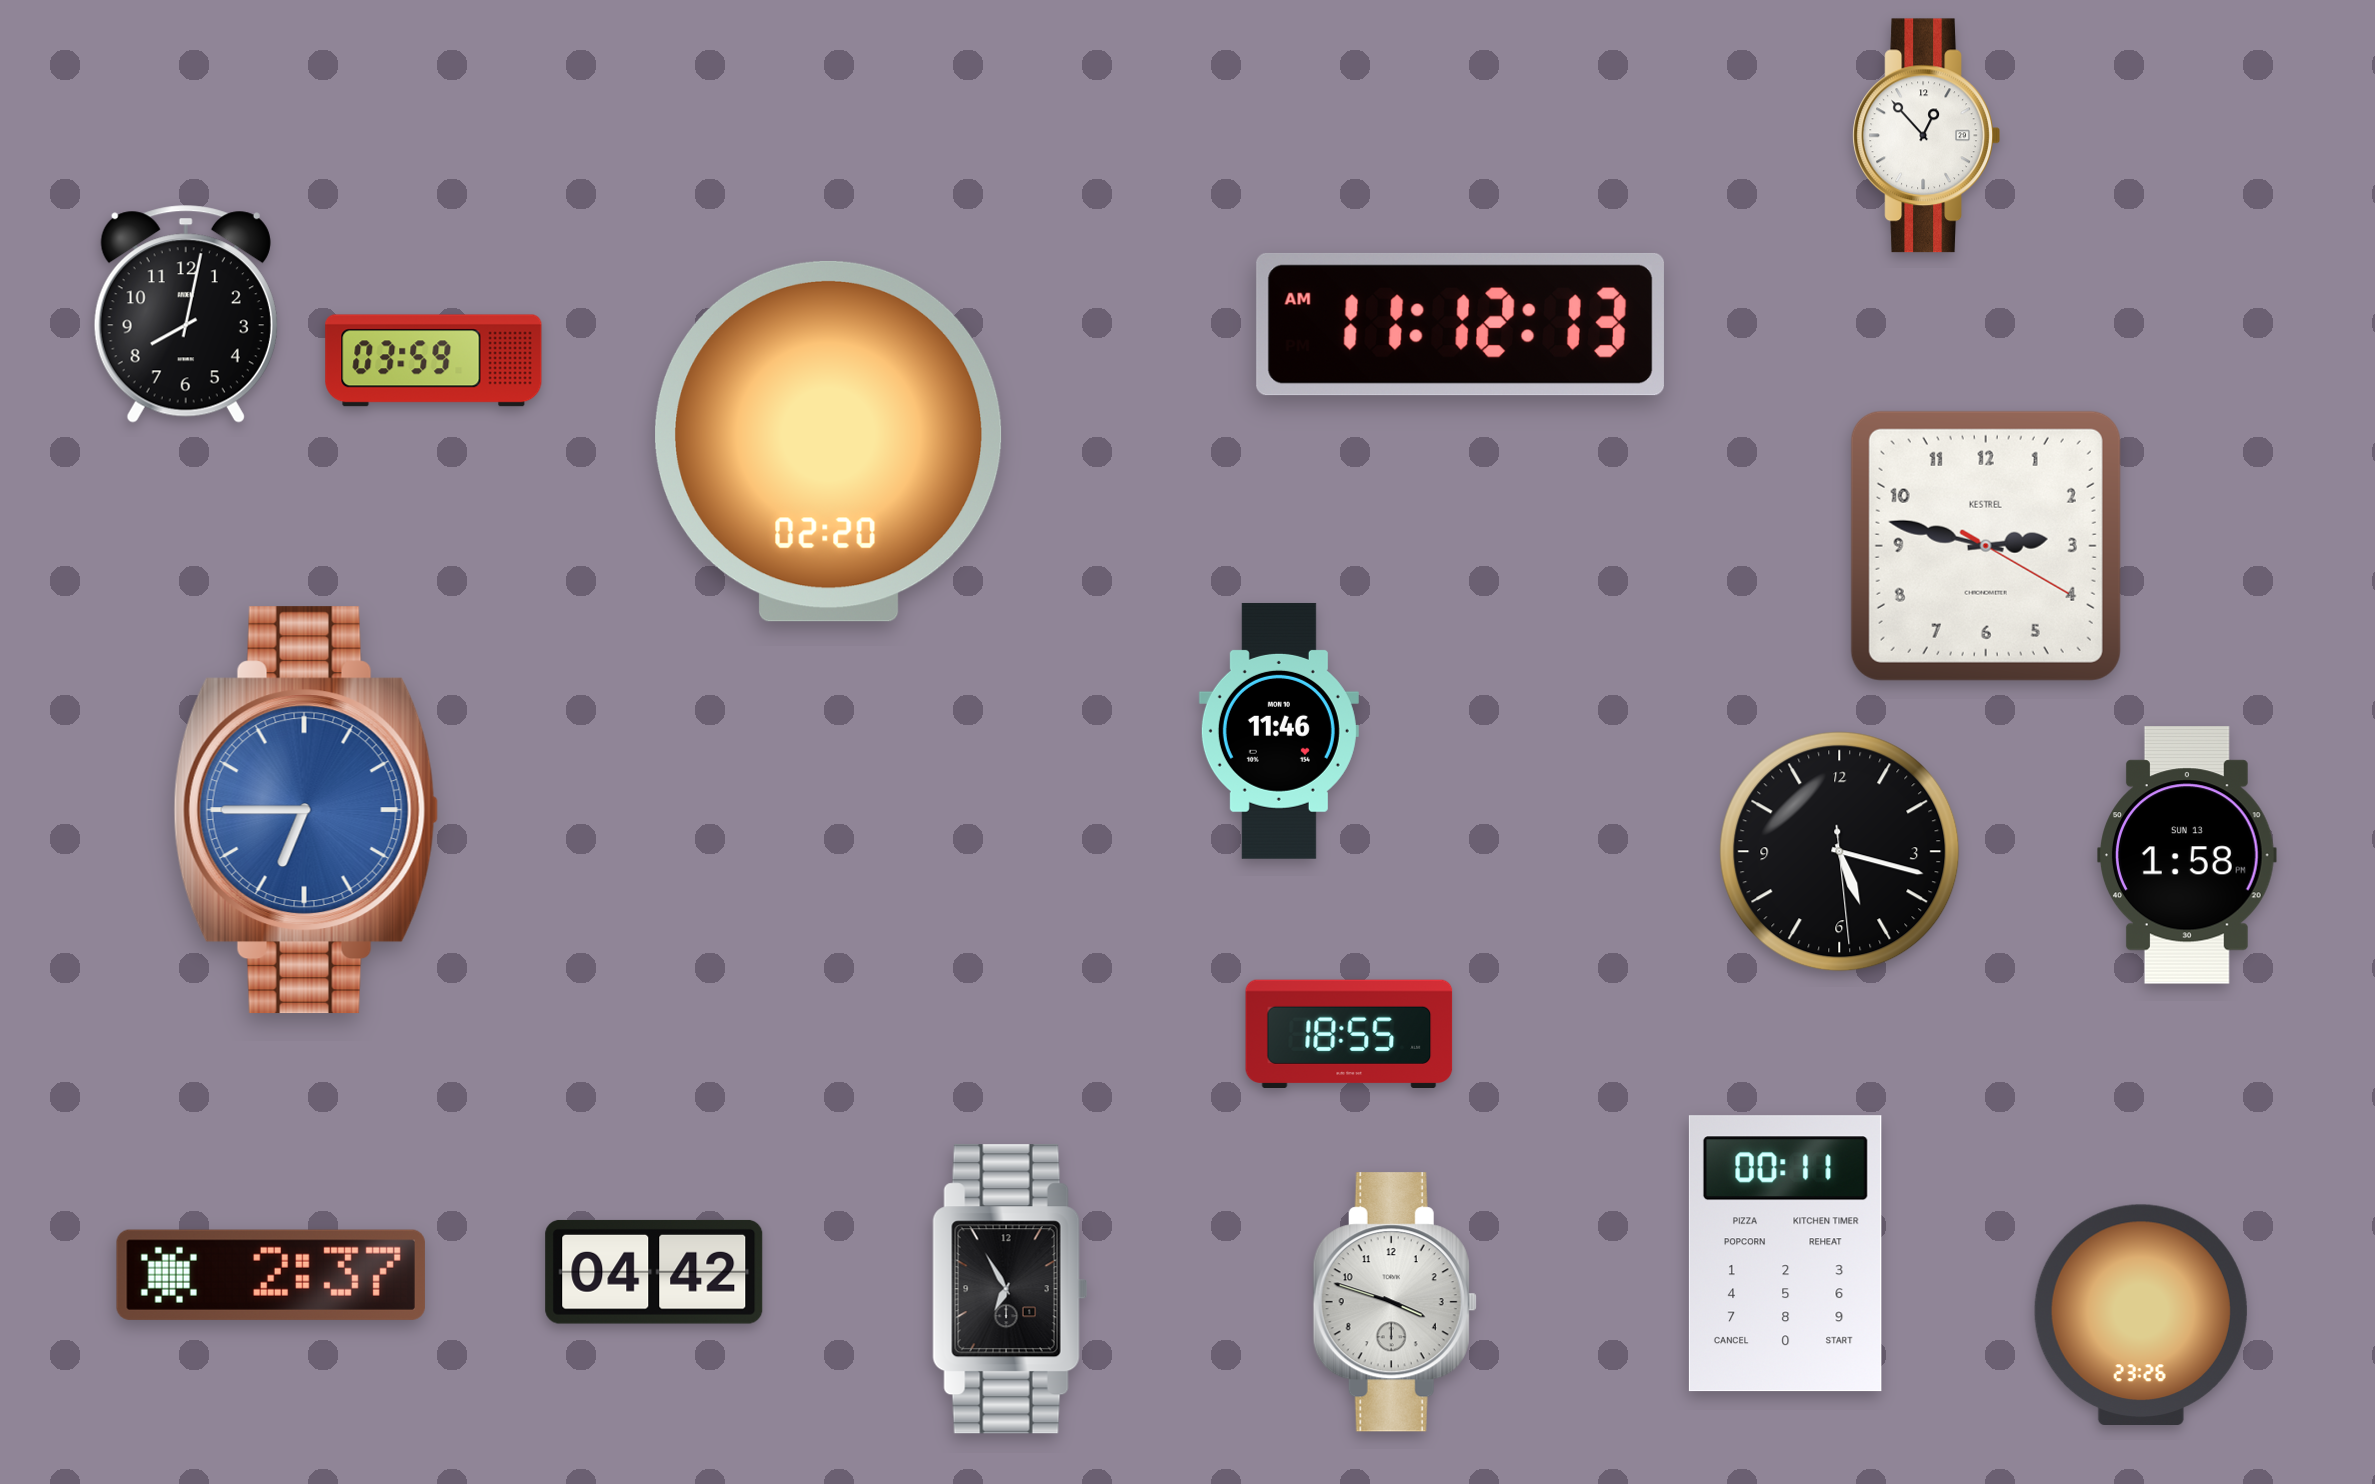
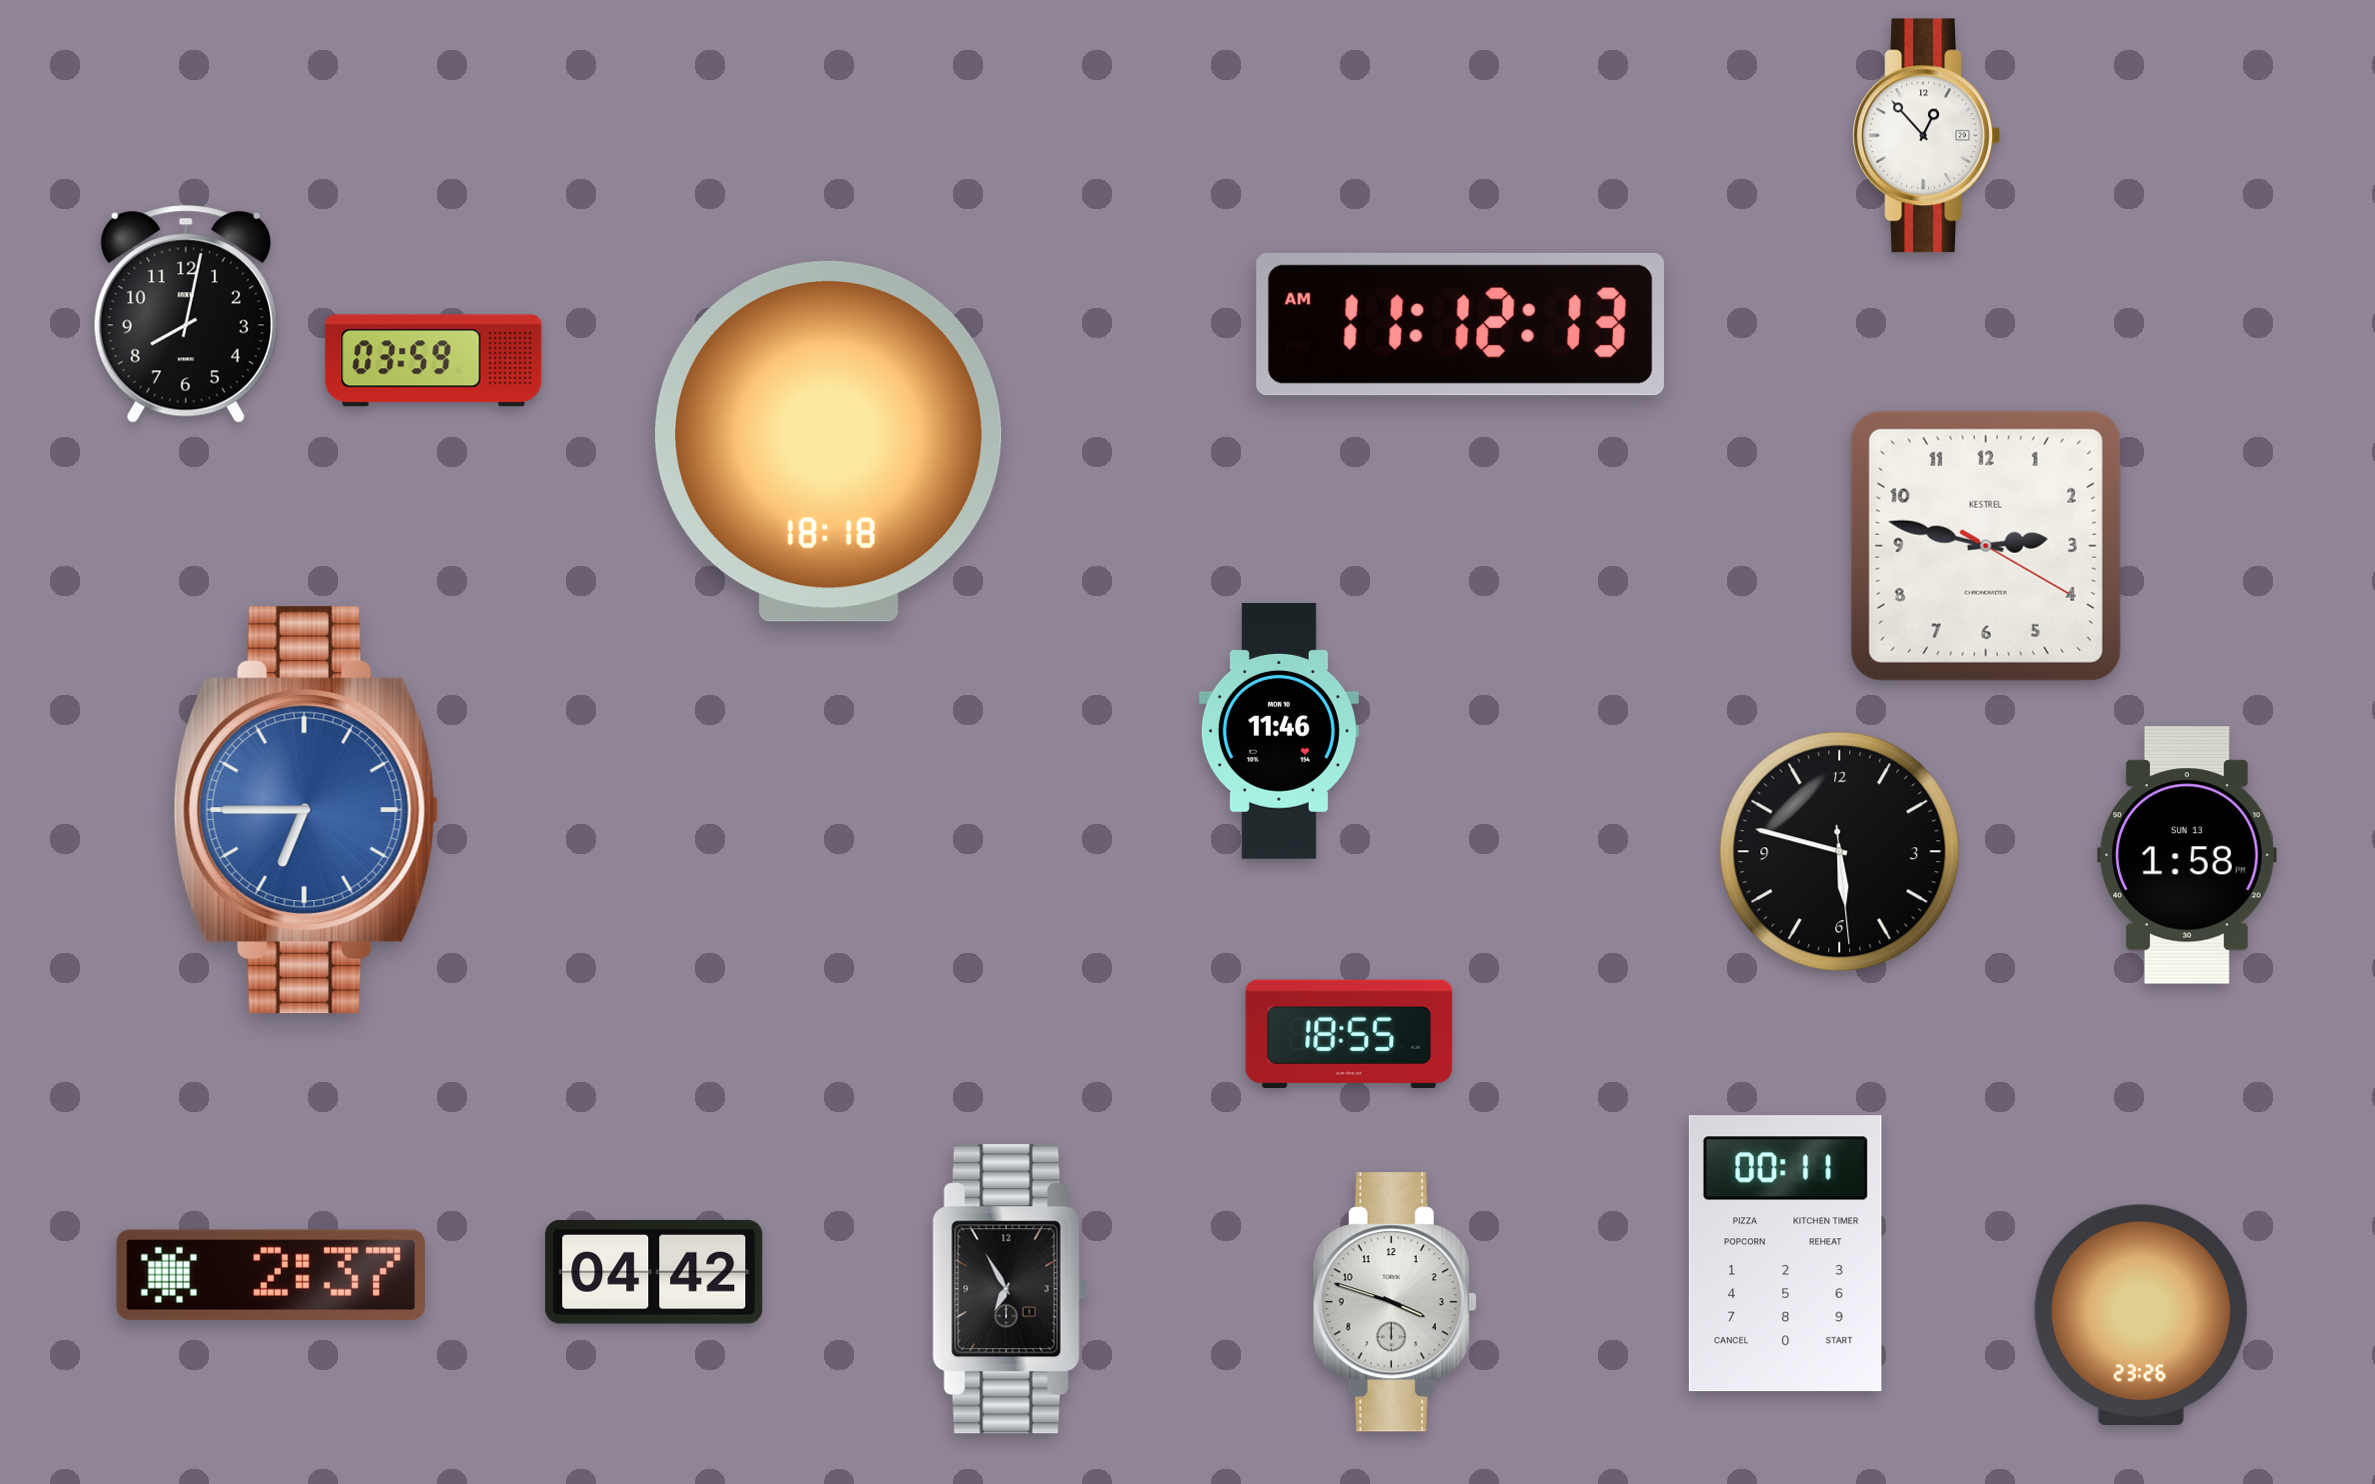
clock at (829, 441): 02:20 -> 18:18
clock at (1840, 852): 5:17 -> 5:47
